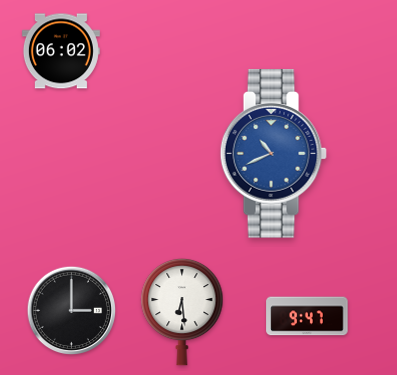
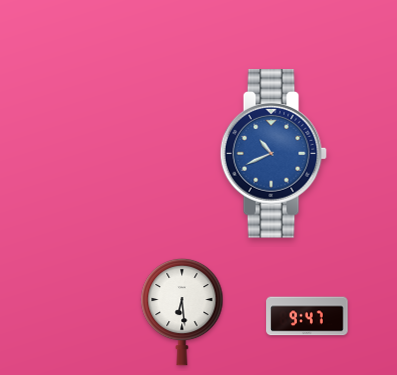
clock at (61, 51): 06:02 -> none
clock at (72, 311): 3:00 -> none
